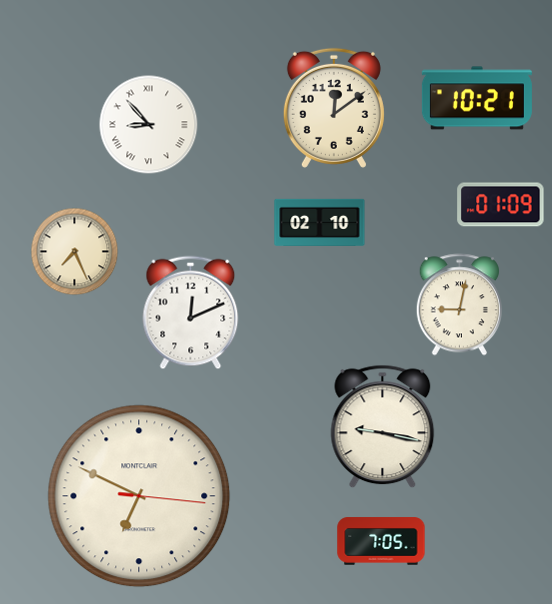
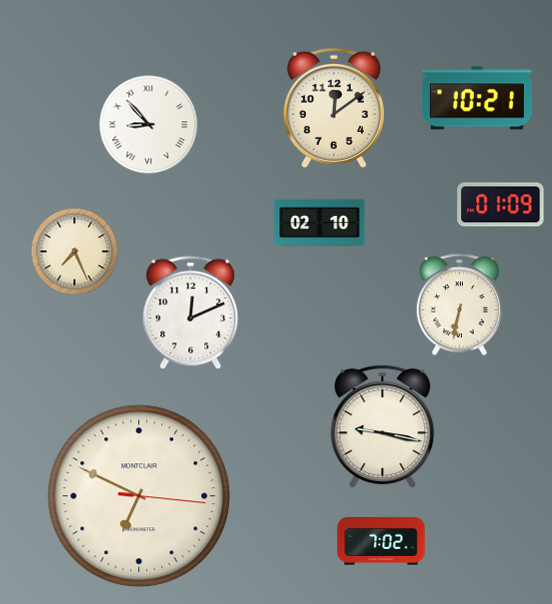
clock at (459, 305): 9:02 -> 6:32
clock at (381, 541): 7:05 -> 7:02
